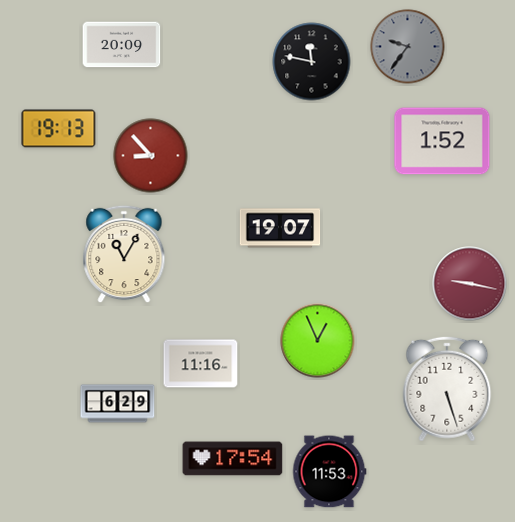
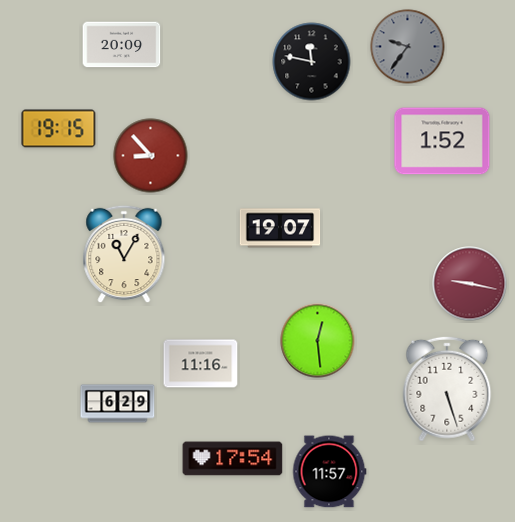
clock at (59, 129): 19:13 -> 19:15
clock at (318, 341): 12:56 -> 12:29
clock at (330, 472): 11:53 -> 11:57
